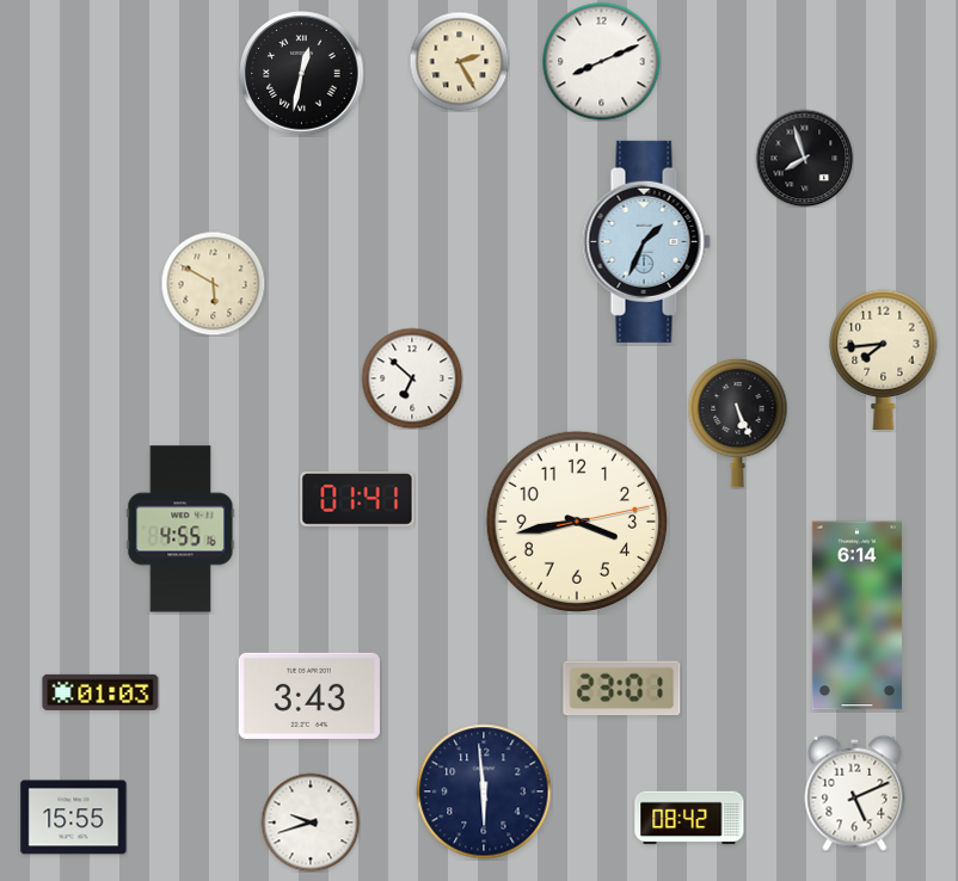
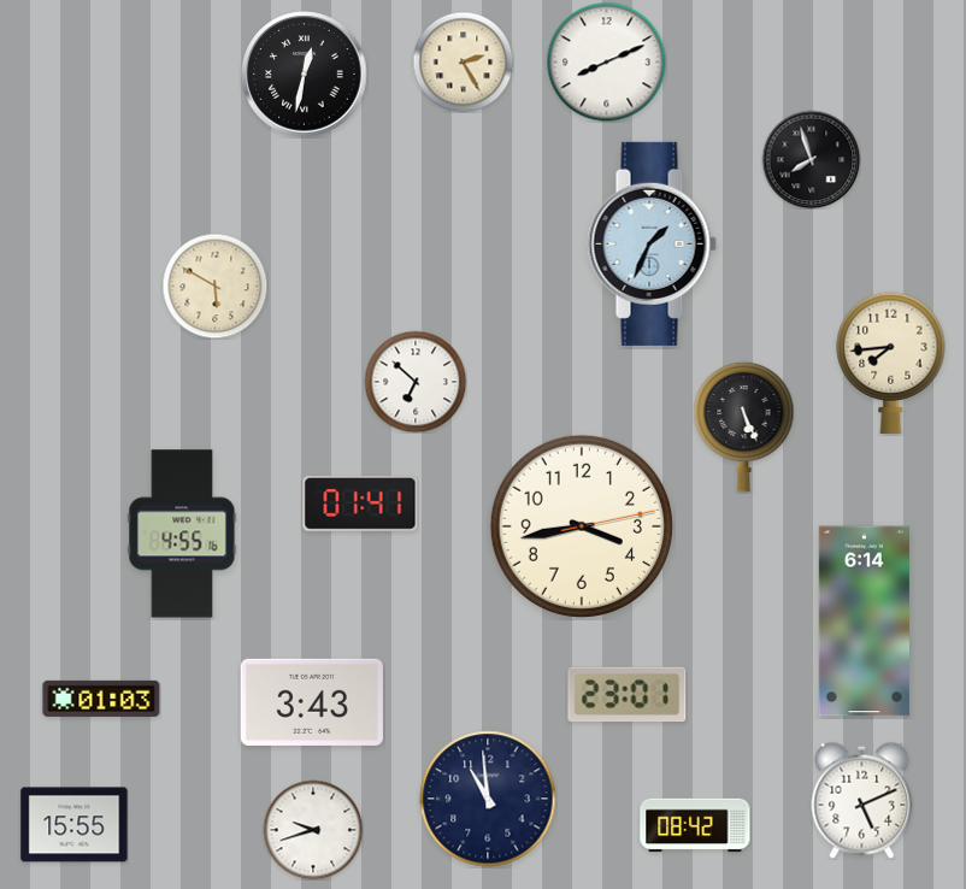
clock at (484, 791): 5:59 -> 10:59
